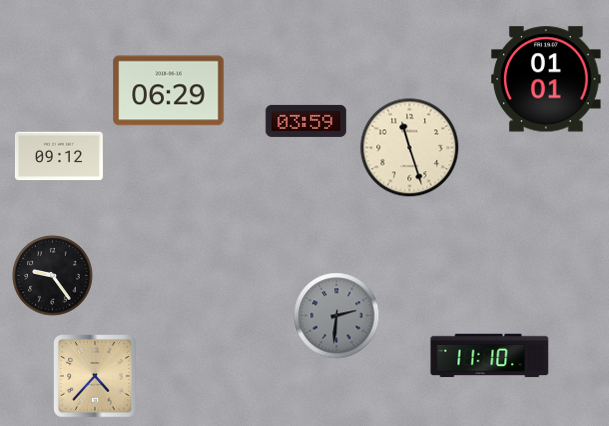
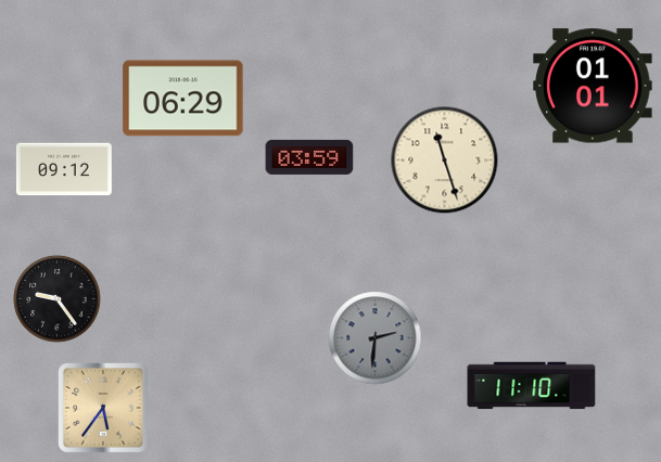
clock at (306, 121) position: (306, 121) -> (309, 157)
clock at (337, 316) position: (337, 316) -> (376, 338)
clock at (95, 376): 4:37 -> 5:36
